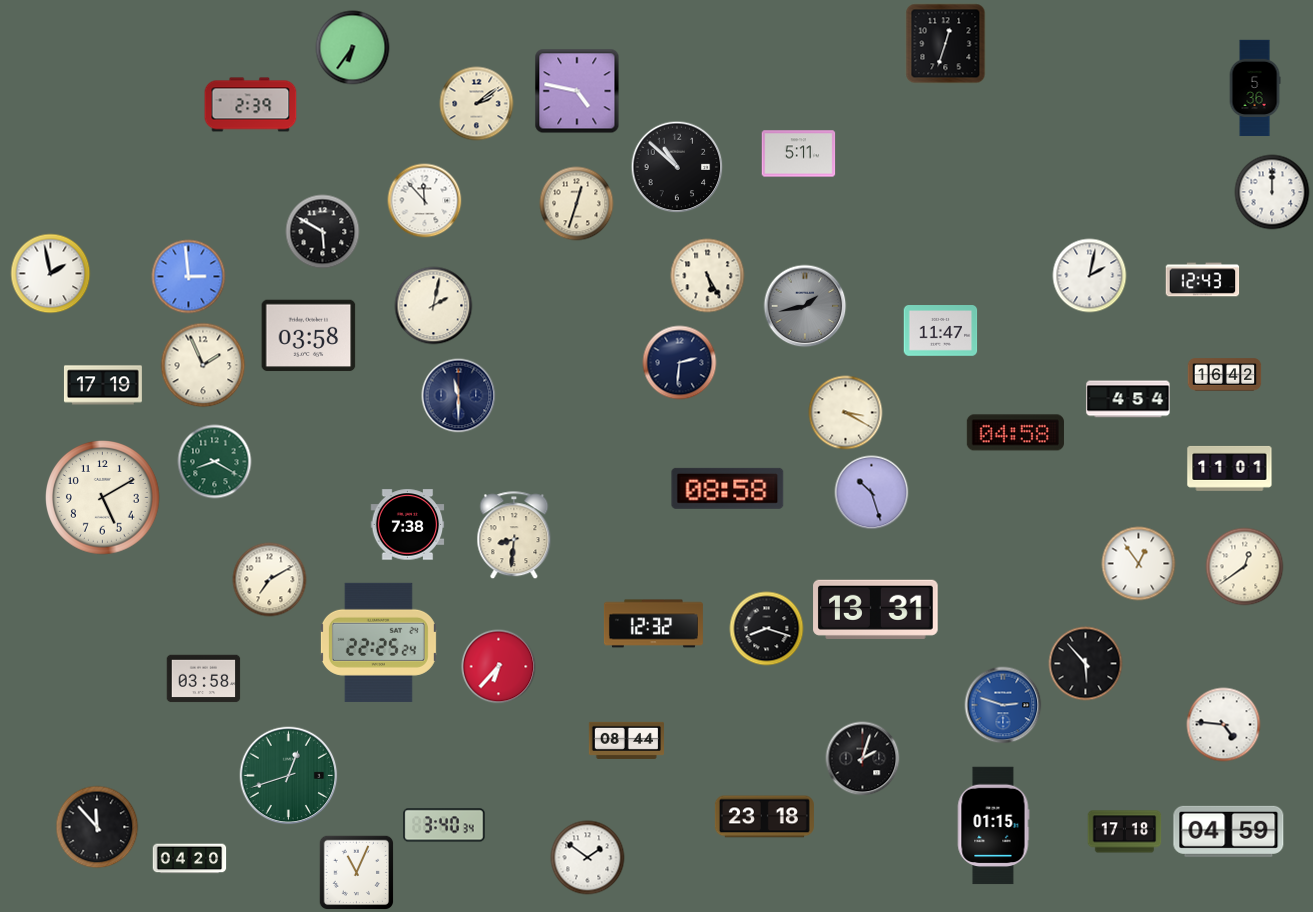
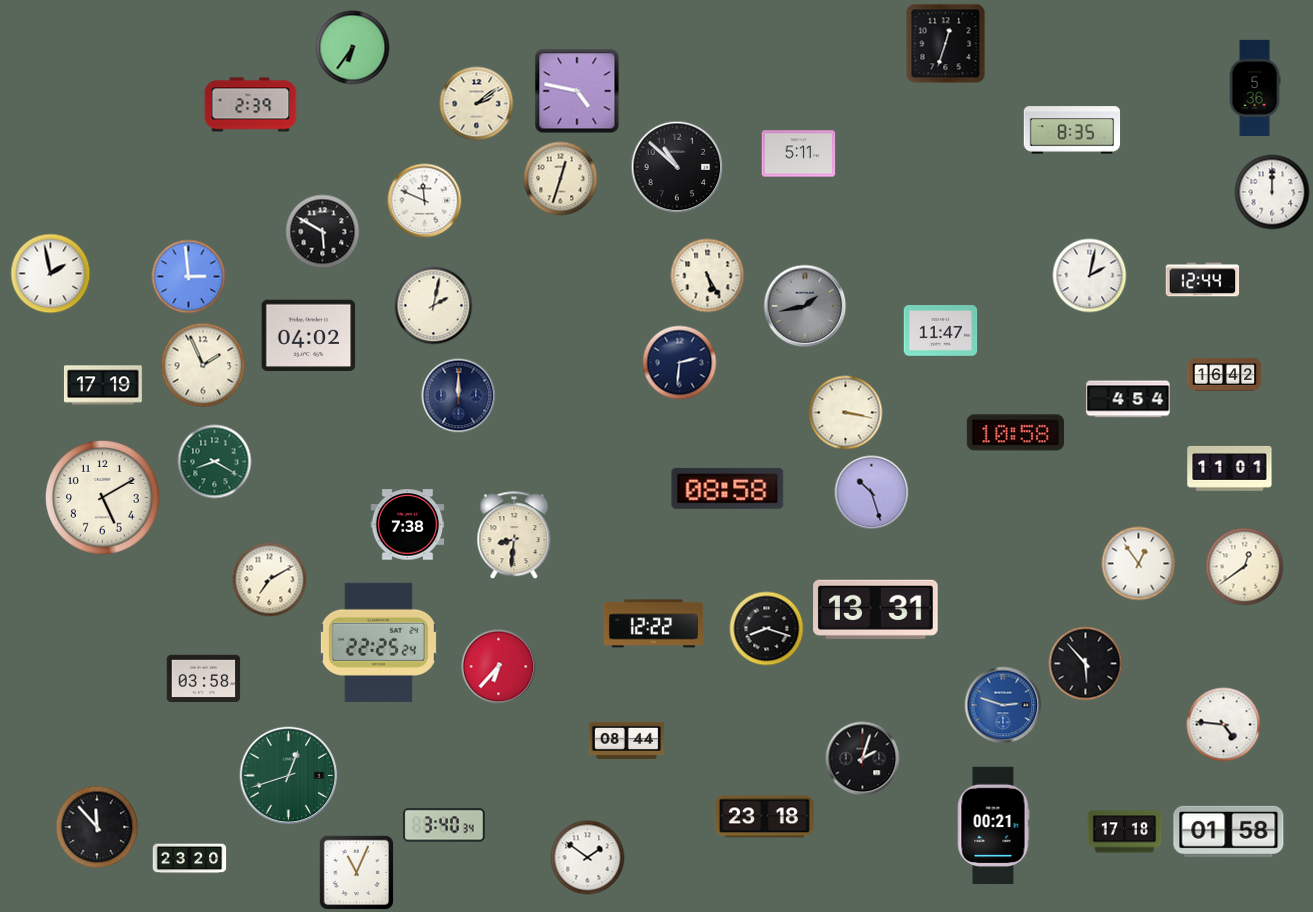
clock at (1072, 130): none -> 8:35
clock at (425, 201): 11:53 -> 11:49
clock at (577, 204) position: (577, 204) -> (561, 179)
clock at (1203, 280): 12:43 -> 12:44
clock at (309, 336): 03:58 -> 04:02
clock at (459, 396): 11:30 -> 12:00
clock at (846, 413): 3:20 -> 3:17
clock at (1015, 433): 04:58 -> 10:58
clock at (653, 624): 12:32 -> 12:22
clock at (993, 826): 01:15 -> 00:21
clock at (1229, 831): 04:59 -> 01:58
clock at (190, 859): 04:20 -> 23:20
